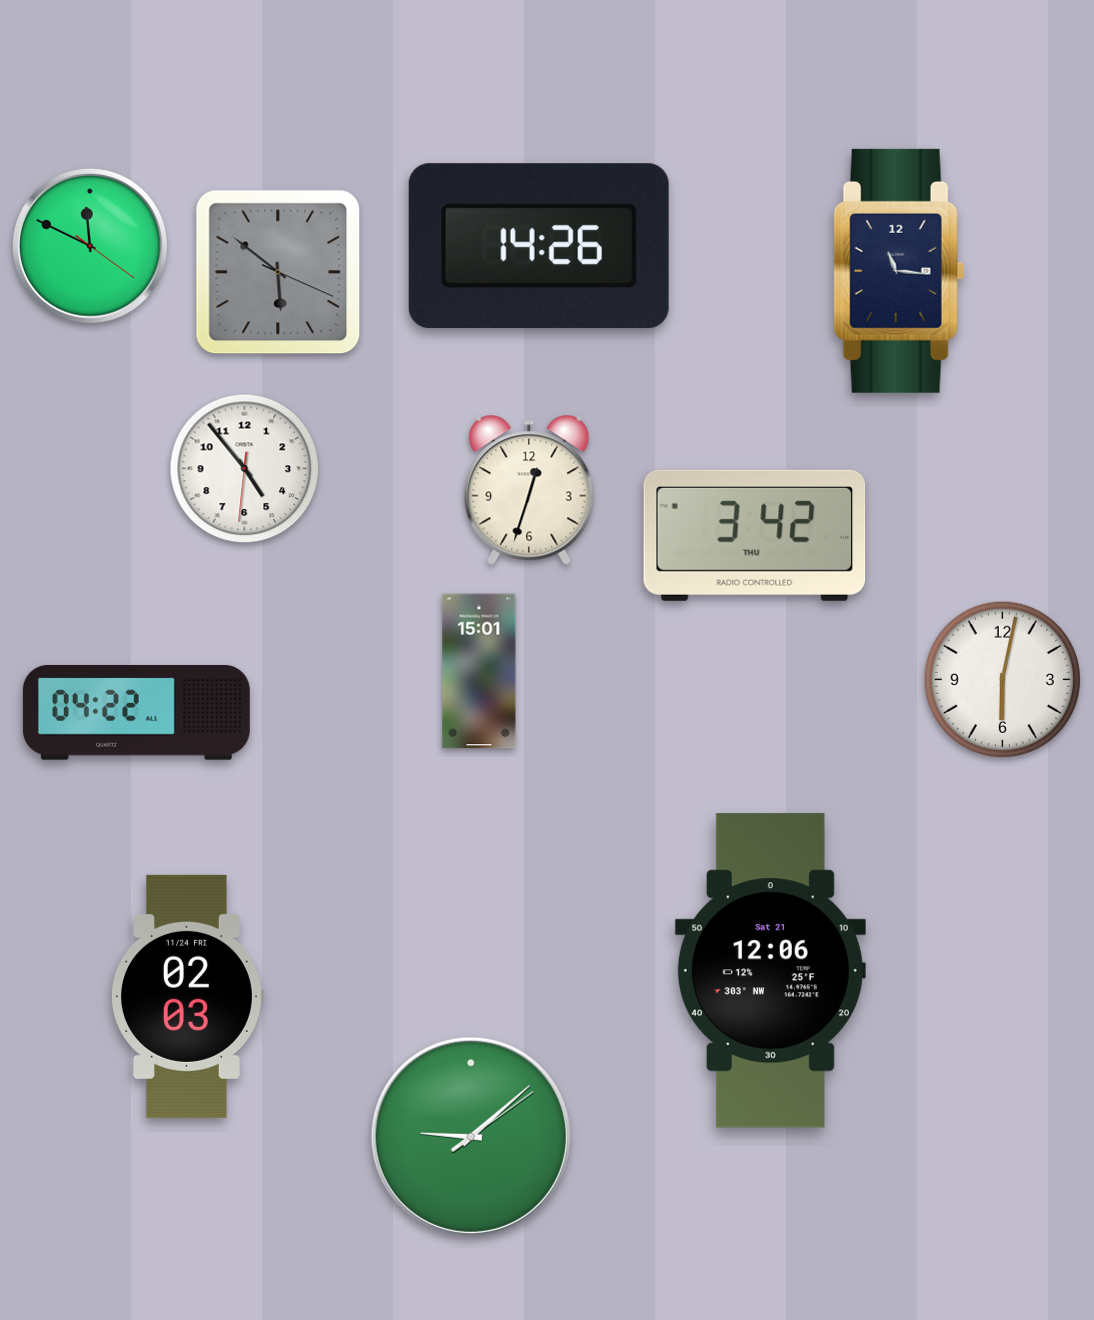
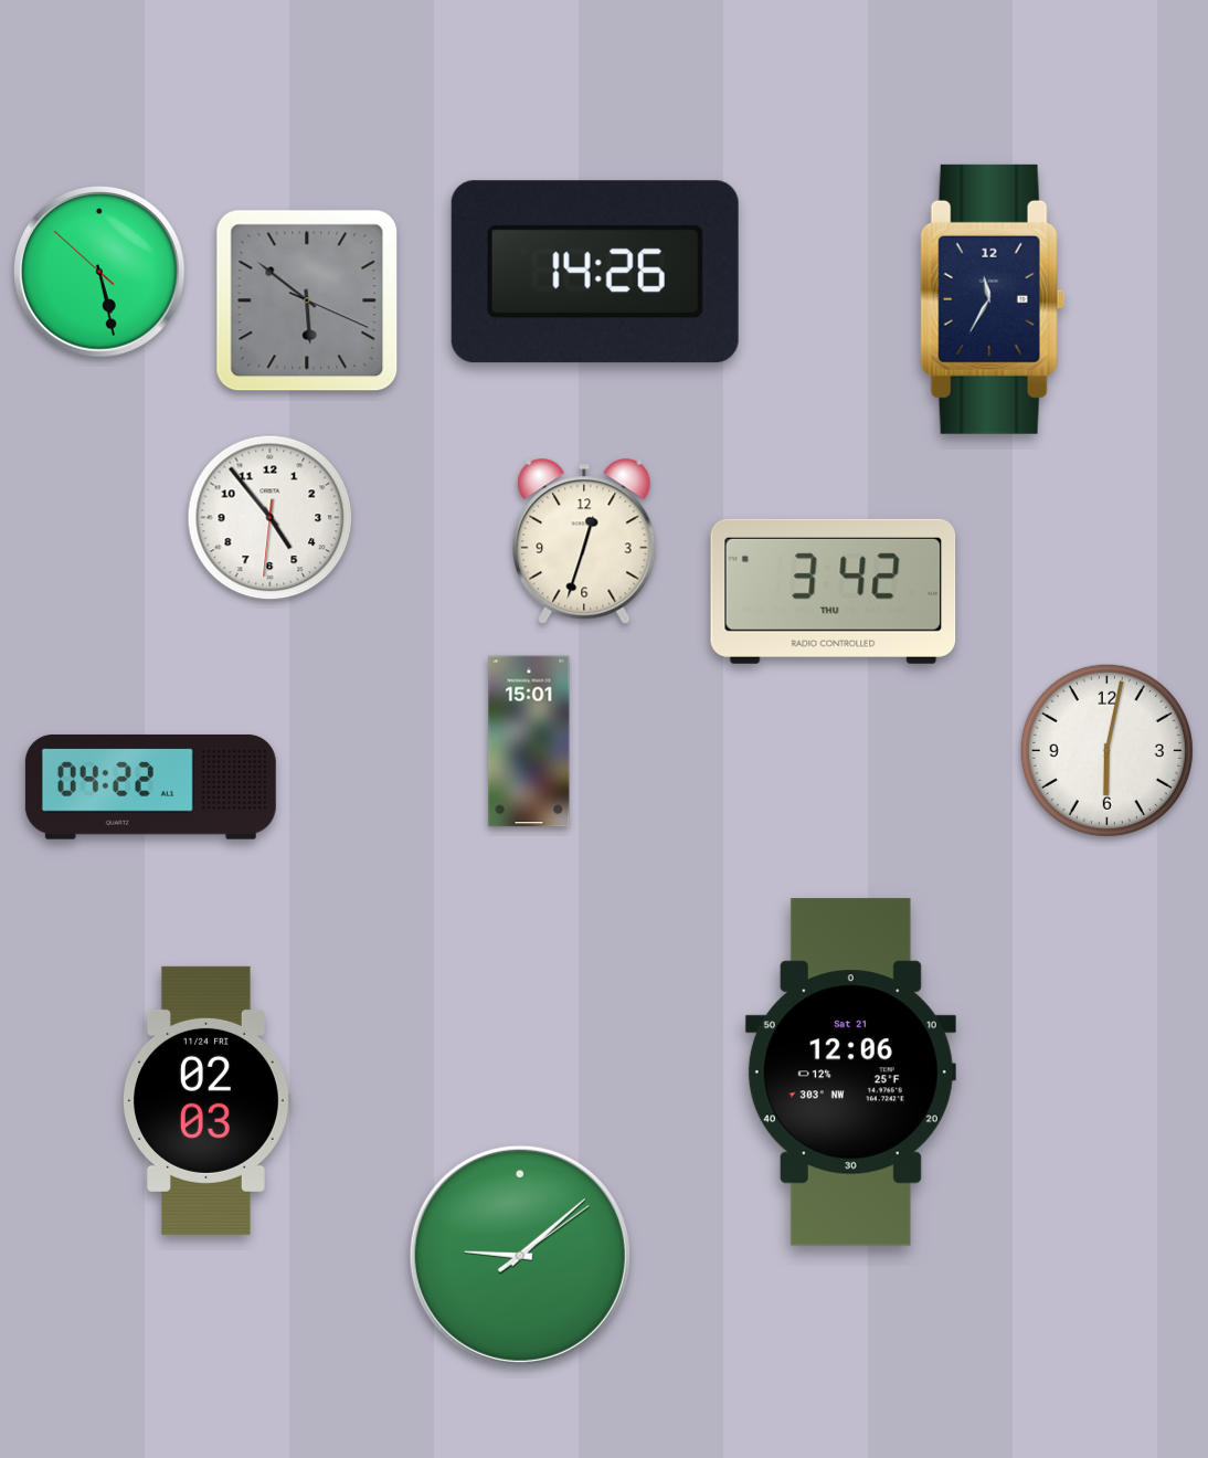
clock at (91, 247): 11:49 -> 5:27
clock at (899, 271): 11:16 -> 11:35
